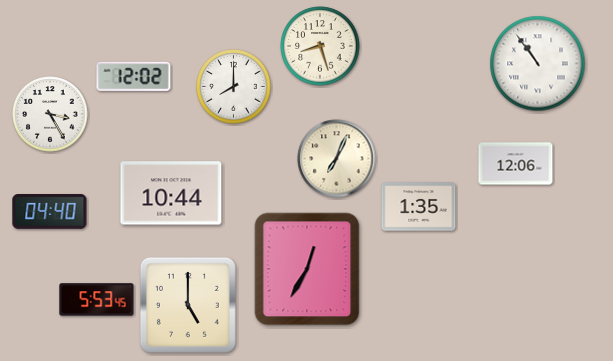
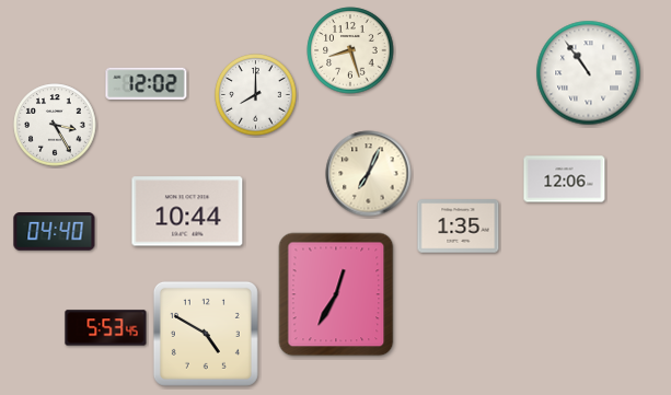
clock at (538, 64) position: (538, 64) -> (589, 73)
clock at (188, 305): 5:00 -> 4:50
